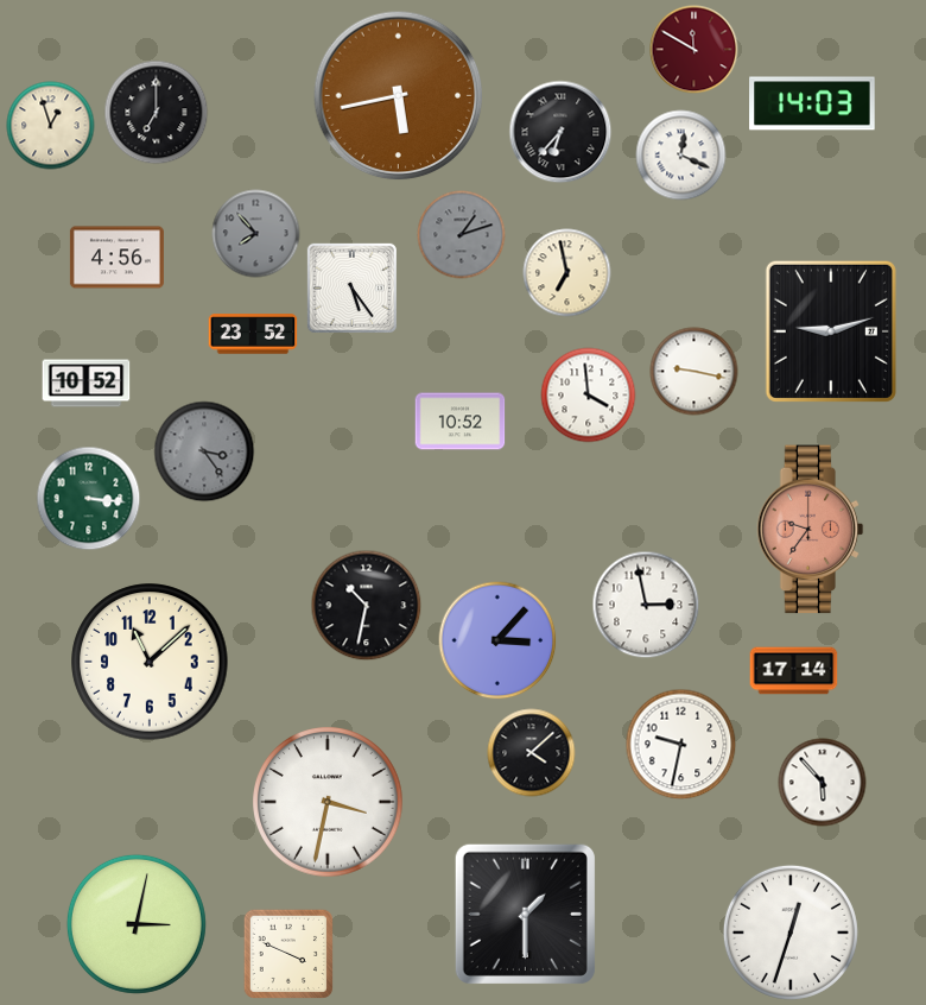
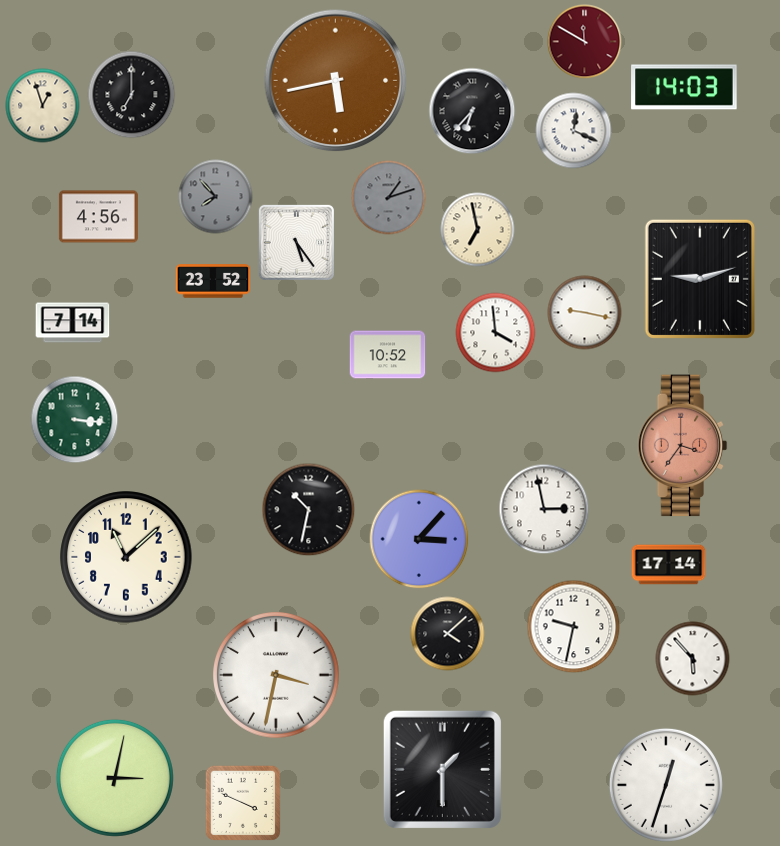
clock at (87, 384): 10:52 -> 7:14
clock at (204, 451): 3:24 -> none
clock at (811, 530): 9:36 -> 3:36
